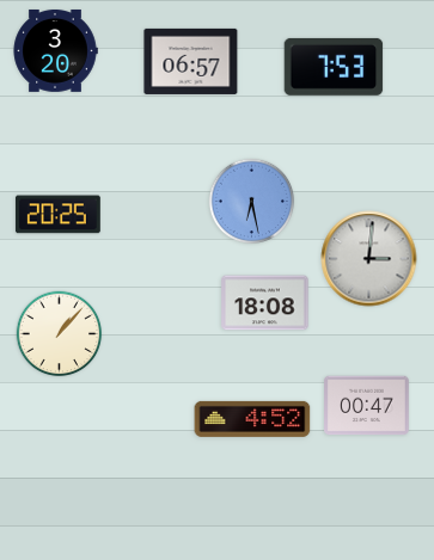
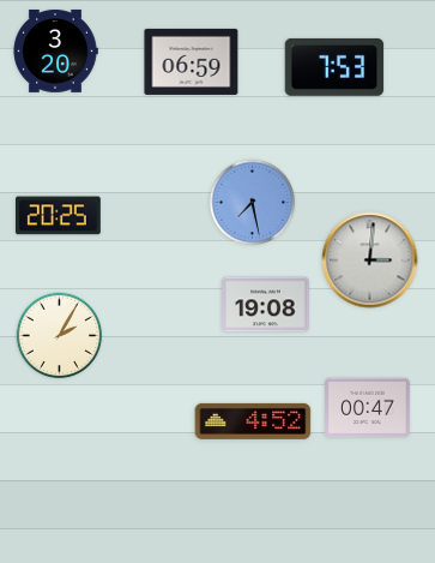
clock at (191, 61): 06:57 -> 06:59
clock at (252, 202): 6:28 -> 7:28
clock at (265, 303): 18:08 -> 19:08
clock at (60, 334): 1:07 -> 2:05
